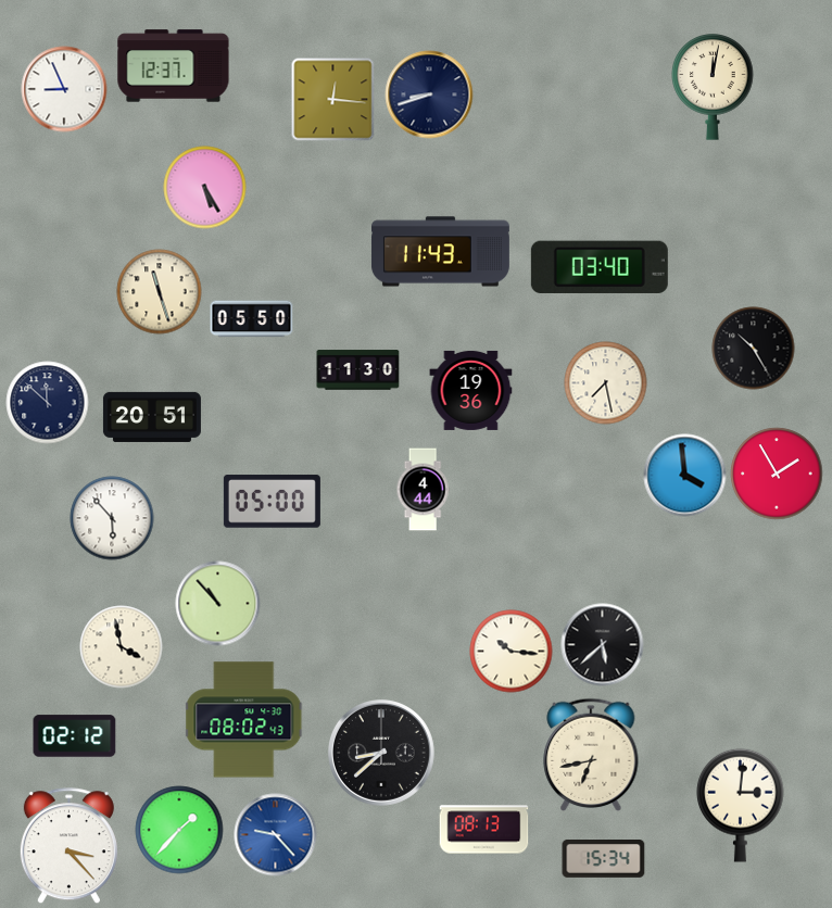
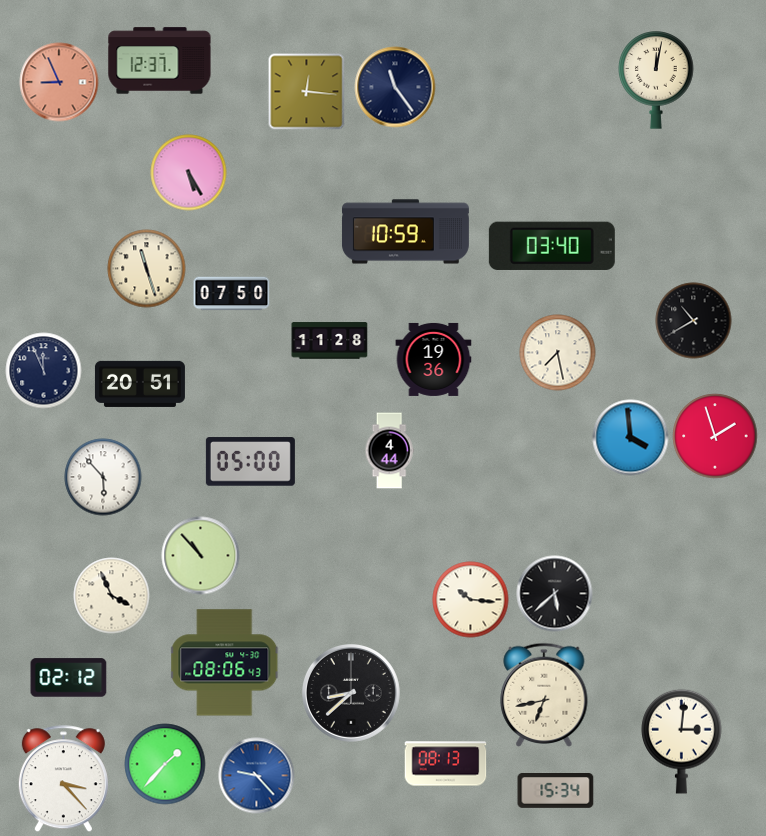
clock at (64, 89) dial: white -> salmon
clock at (429, 94): 8:42 -> 11:24
clock at (440, 252): 11:43 -> 10:59
clock at (252, 319): 05:50 -> 07:50
clock at (754, 349): 10:25 -> 10:40
clock at (358, 370): 11:30 -> 11:28
clock at (48, 403): 11:52 -> 11:56
clock at (777, 474): 1:55 -> 1:57
clock at (122, 647): 3:58 -> 3:56
clock at (244, 720): 08:02 -> 08:06
clock at (276, 835) position: (276, 835) -> (257, 776)
